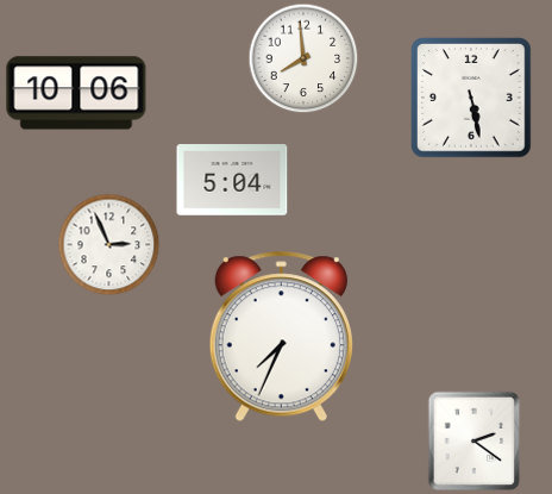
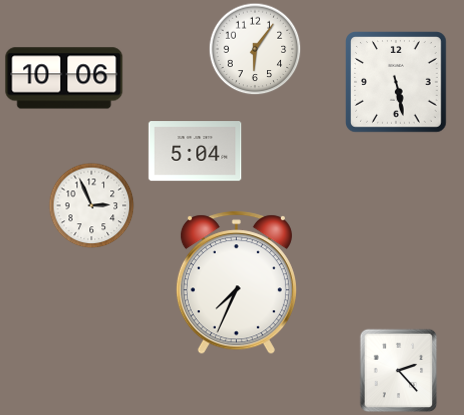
clock at (303, 58): 7:59 -> 6:06
clock at (475, 442): 2:21 -> 2:23
